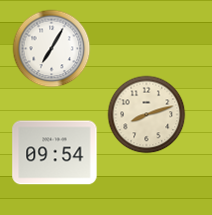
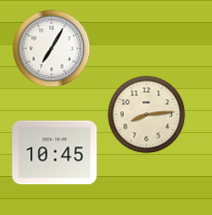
clock at (146, 114): 8:12 -> 8:14
clock at (55, 153): 09:54 -> 10:45
